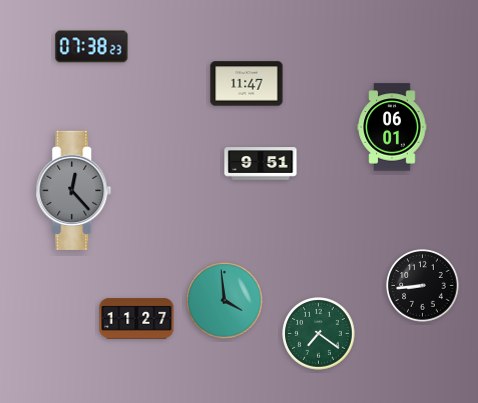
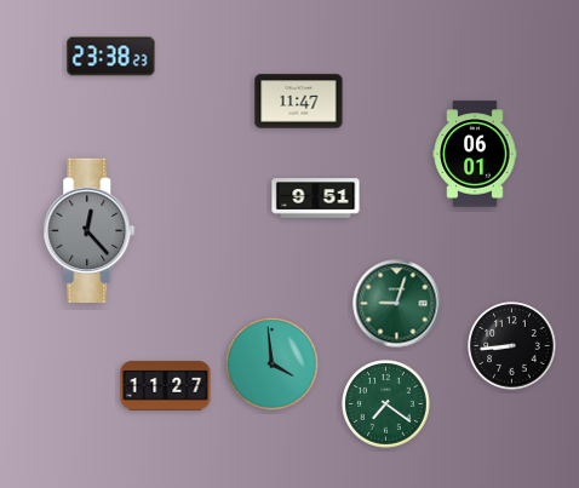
clock at (92, 47): 07:38 -> 23:38
clock at (397, 304): none -> 9:03
